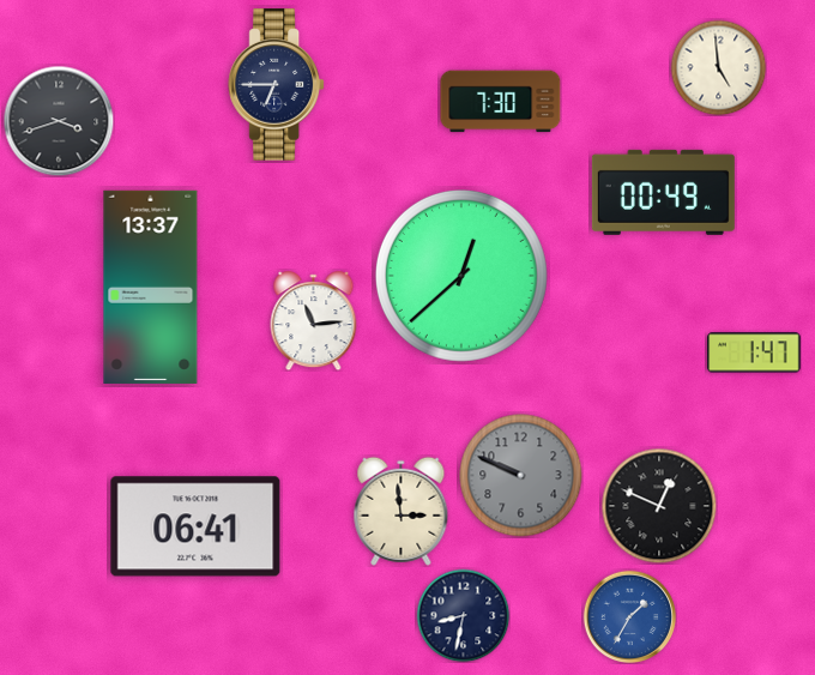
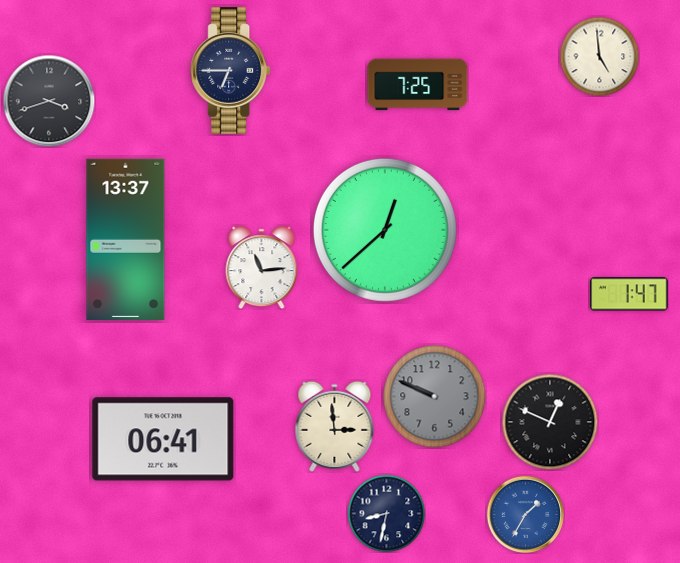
clock at (501, 102): 7:30 -> 7:25
clock at (663, 192): 00:49 -> none
